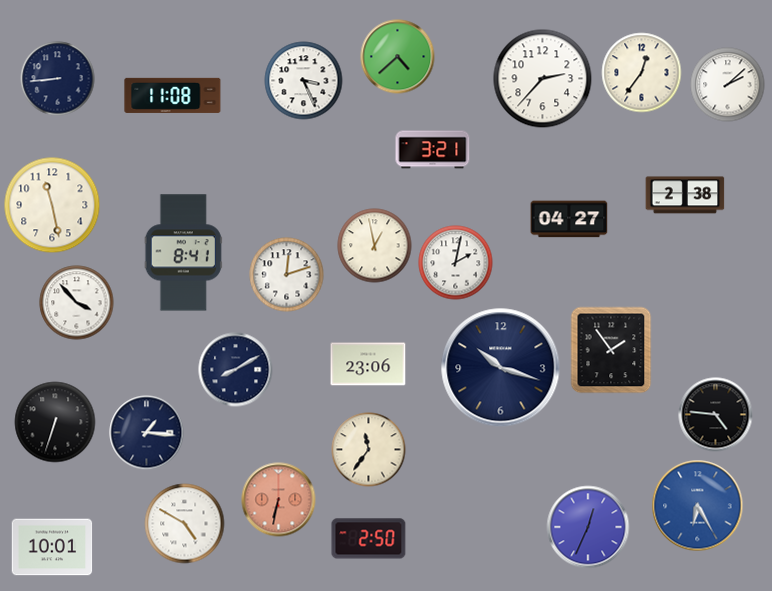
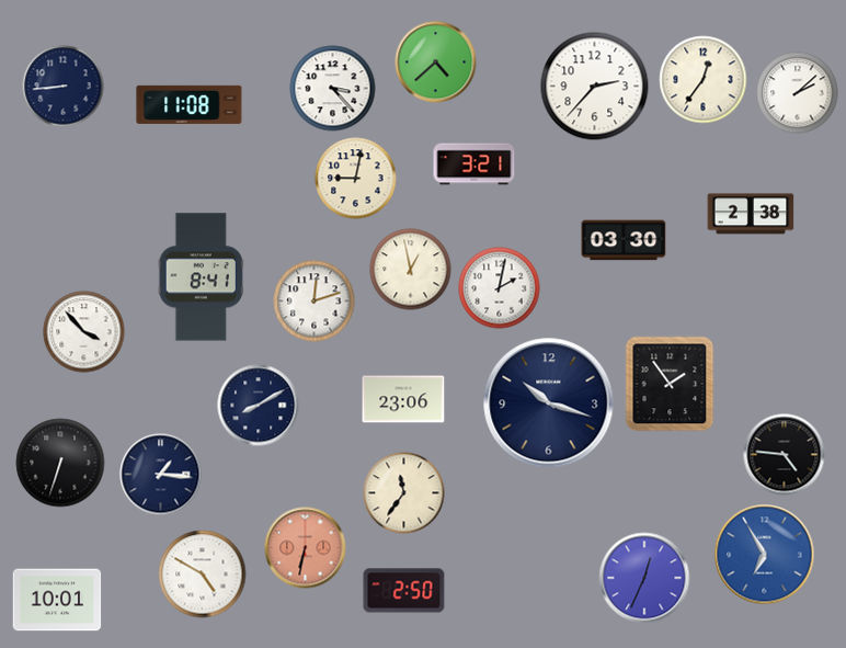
clock at (304, 81): 3:26 -> 3:23
clock at (356, 179): none -> 9:02
clock at (52, 205): 11:28 -> none
clock at (569, 219): 04:27 -> 03:30
clock at (698, 506): 6:25 -> 6:55
